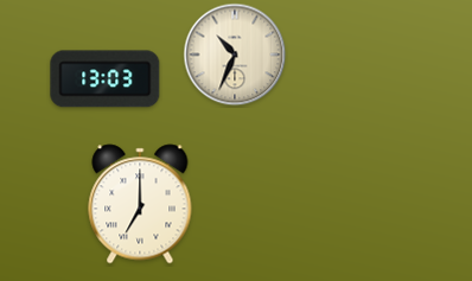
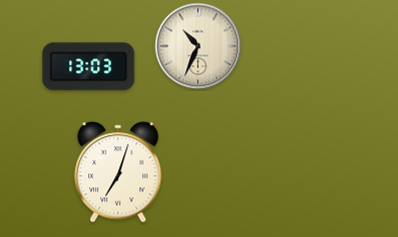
clock at (140, 204): 7:00 -> 7:03
